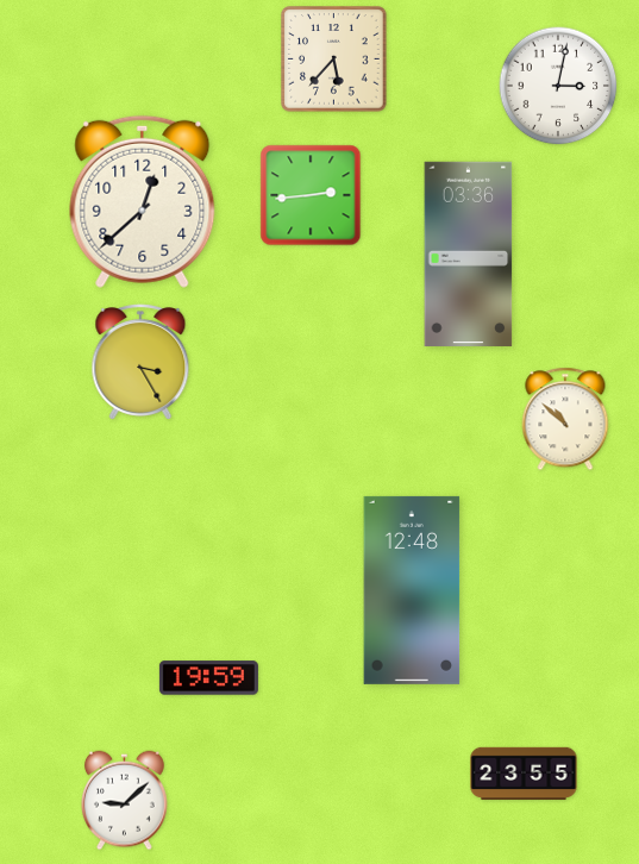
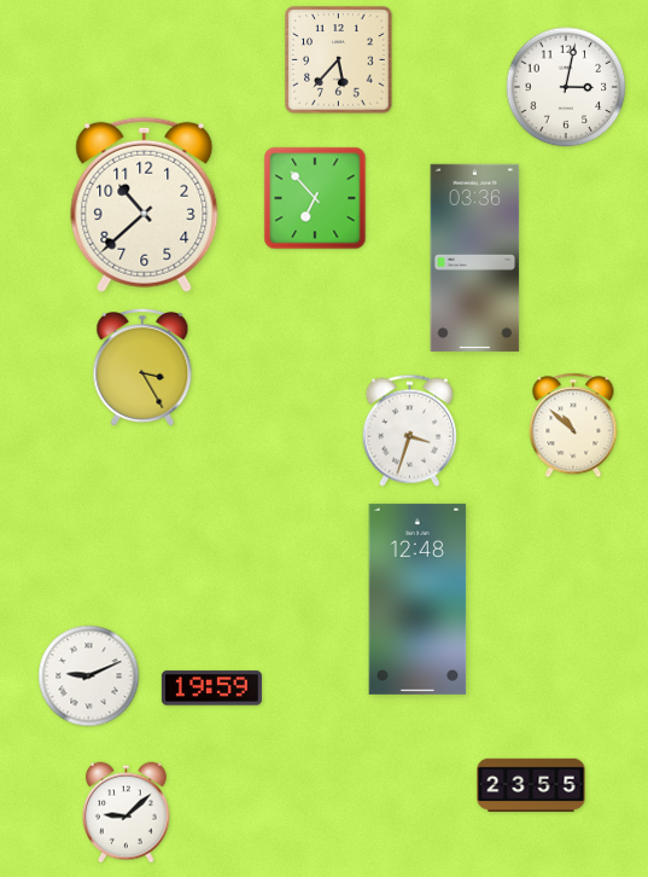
clock at (311, 195): 2:44 -> 6:53
clock at (143, 201): 12:38 -> 10:38
clock at (409, 430): none -> 3:33
clock at (89, 676): none -> 9:11
